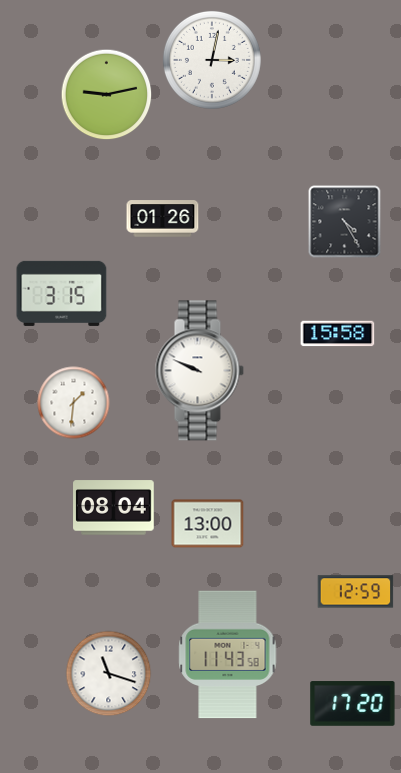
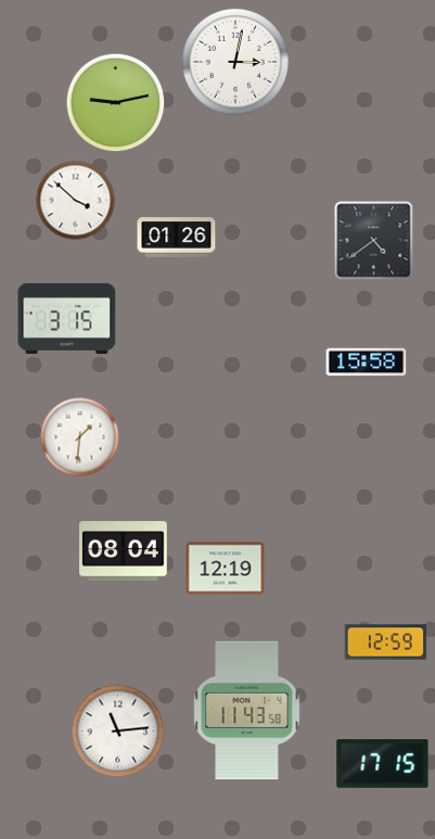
clock at (212, 60) position: (212, 60) -> (235, 62)
clock at (76, 201): none -> 3:52
clock at (345, 222): 4:25 -> 4:39
clock at (199, 371): 9:49 -> none
clock at (208, 524): 13:00 -> 12:19
clock at (109, 674): 11:18 -> 11:14
clock at (353, 704): 17:20 -> 17:15
